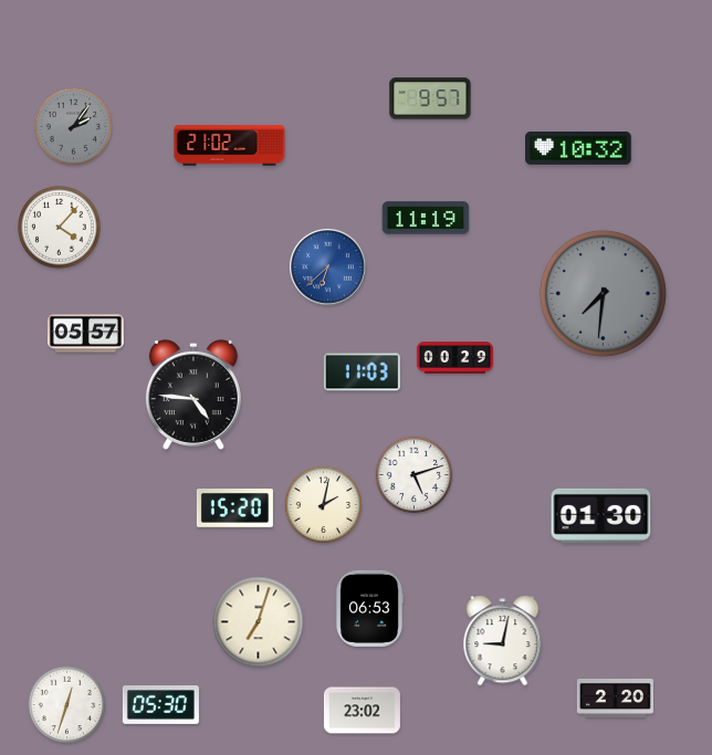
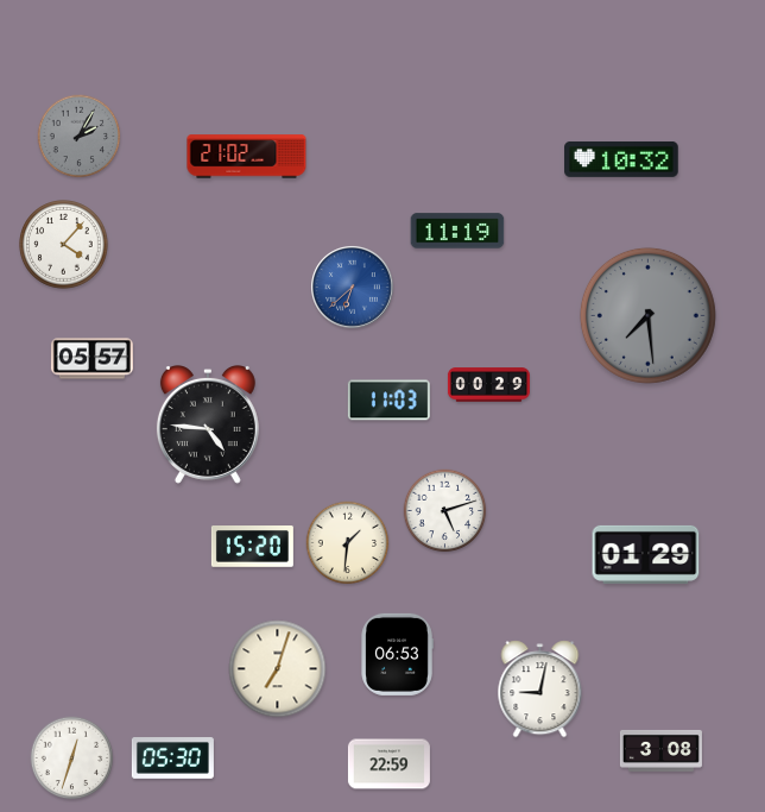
clock at (430, 98): 9:57 -> none
clock at (74, 127): 2:06 -> 2:05
clock at (426, 218) position: (426, 218) -> (457, 231)
clock at (603, 293): 7:31 -> 7:29
clock at (324, 505): 2:02 -> 1:31
clock at (601, 515): 01:30 -> 01:29
clock at (615, 698): 2:20 -> 3:08
clock at (362, 711): 23:02 -> 22:59
